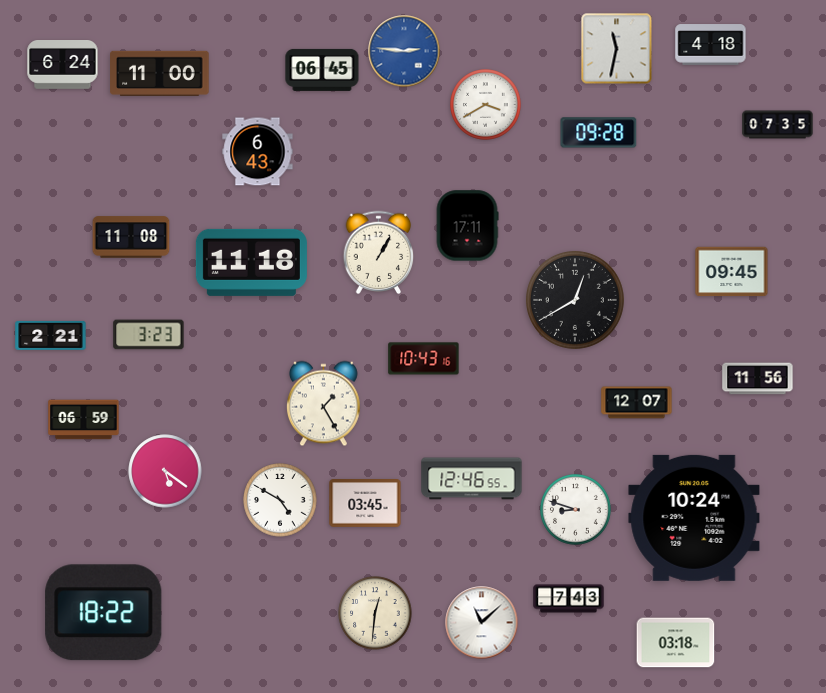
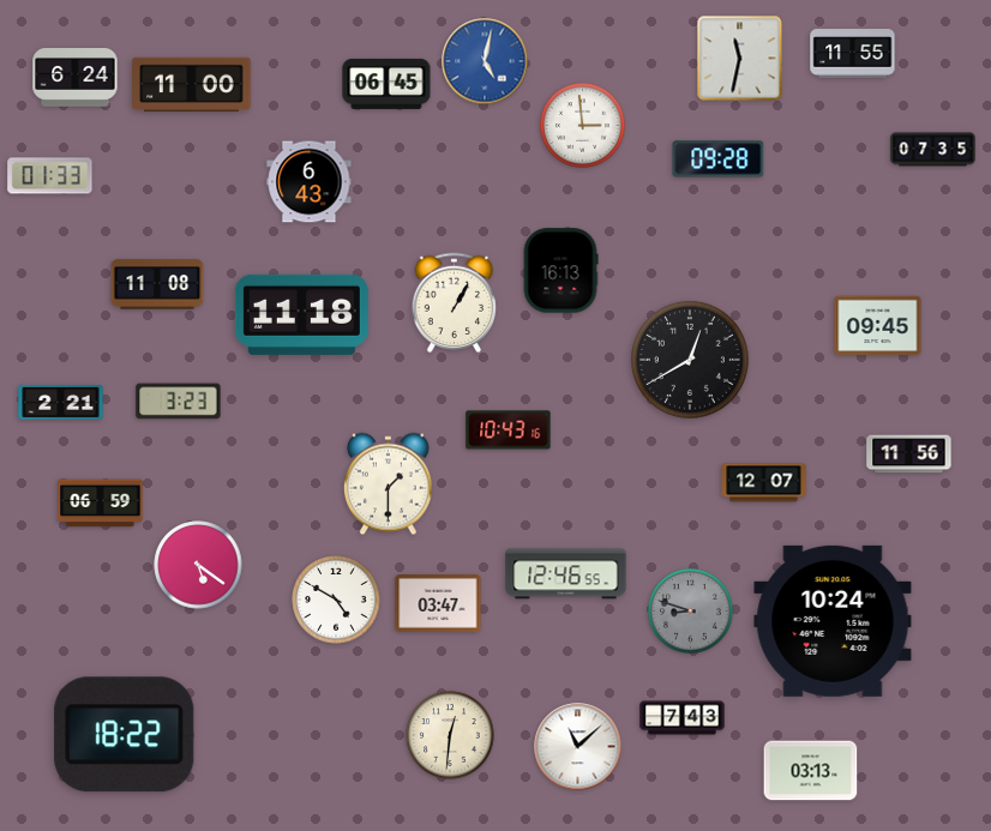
clock at (711, 45): 4:18 -> 11:55
clock at (404, 51): 2:46 -> 5:02
clock at (160, 73) position: (160, 73) -> (192, 84)
clock at (486, 105): 3:40 -> 2:59
clock at (50, 176): none -> 01:33
clock at (467, 226): 17:11 -> 16:13
clock at (324, 404): 1:25 -> 1:30
clock at (365, 504): 03:45 -> 03:47
clock at (576, 510) dial: white -> grey
clock at (676, 643): 03:18 -> 03:13
